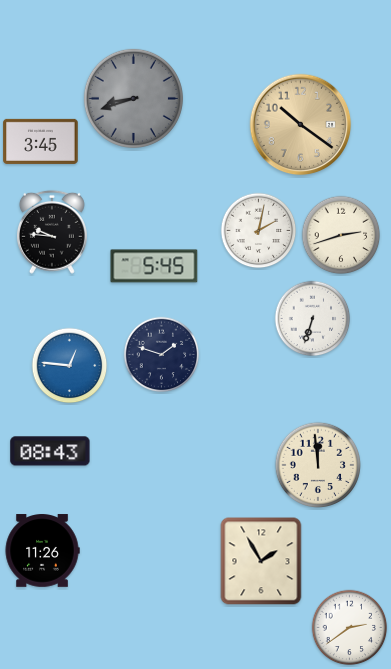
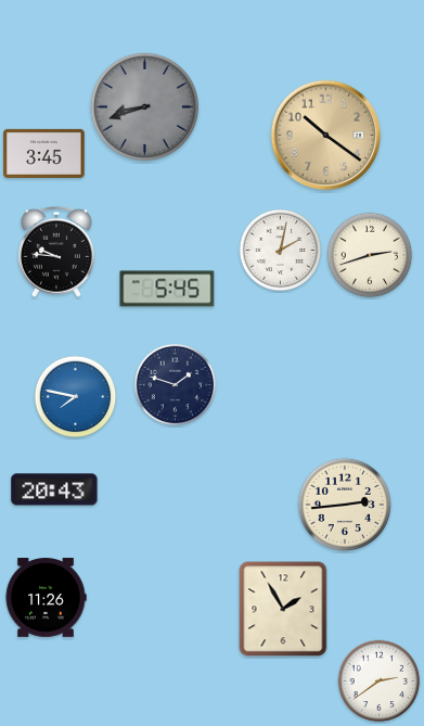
clock at (313, 319): 6:33 -> none
clock at (70, 366): 12:46 -> 7:47
clock at (50, 451): 08:43 -> 20:43
clock at (318, 465): 11:59 -> 2:44
